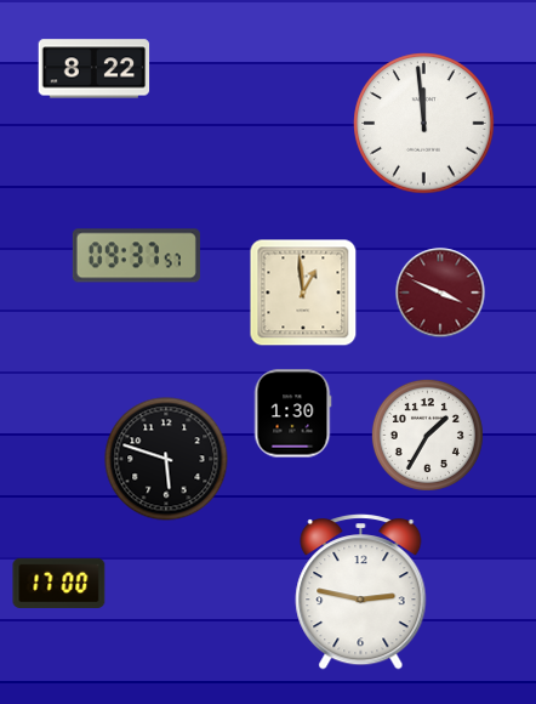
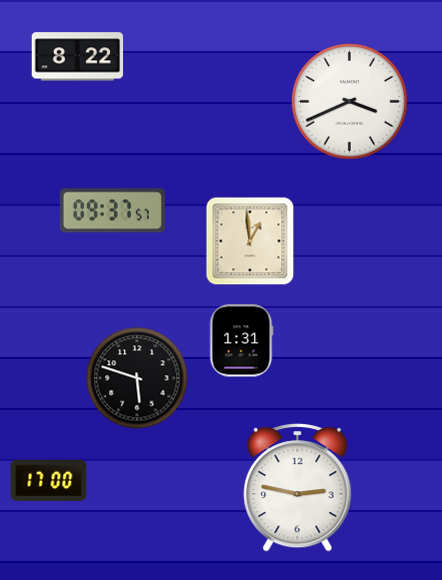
clock at (424, 124): 11:59 -> 3:41
clock at (440, 293): 3:49 -> none
clock at (292, 414): 1:30 -> 1:31
clock at (427, 435): 1:35 -> none
